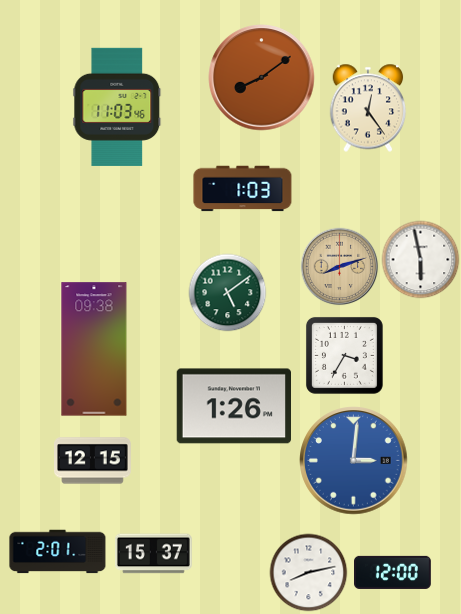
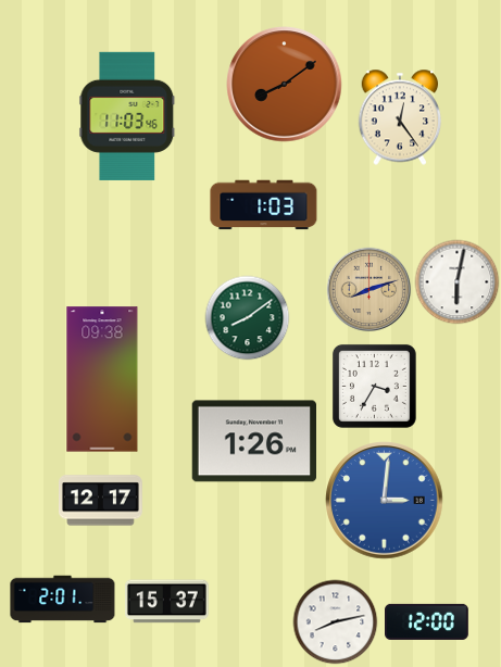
clock at (420, 259): 5:58 -> 6:02
clock at (227, 292): 5:09 -> 8:09
clock at (93, 461): 12:15 -> 12:17
